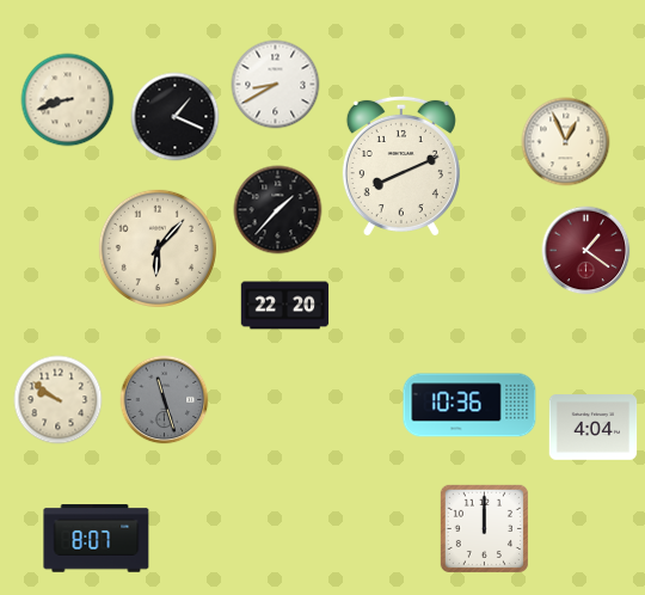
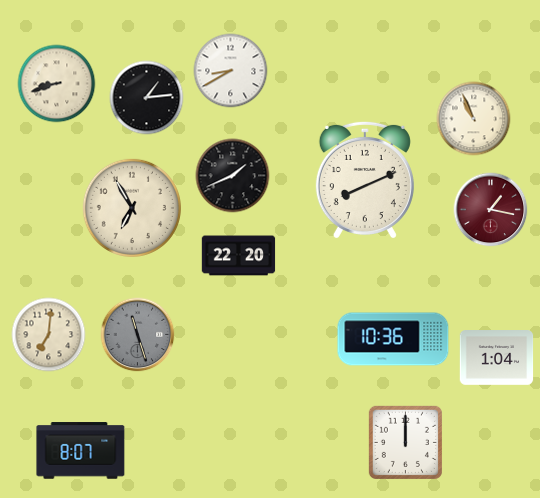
clock at (176, 117): 1:19 -> 1:14
clock at (566, 142): 12:56 -> 10:56
clock at (401, 166) position: (401, 166) -> (365, 180)
clock at (278, 210): 1:37 -> 1:41
clock at (158, 249): 6:07 -> 6:55
clock at (586, 251): 1:21 -> 1:17
clock at (59, 400): 9:51 -> 7:01
clock at (594, 428): 4:04 -> 1:04
